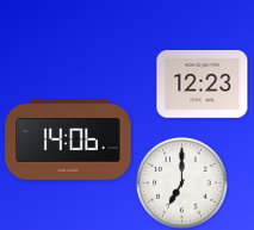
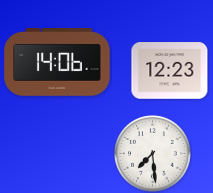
clock at (68, 141) position: (68, 141) -> (57, 63)
clock at (182, 184): 7:00 -> 7:29
